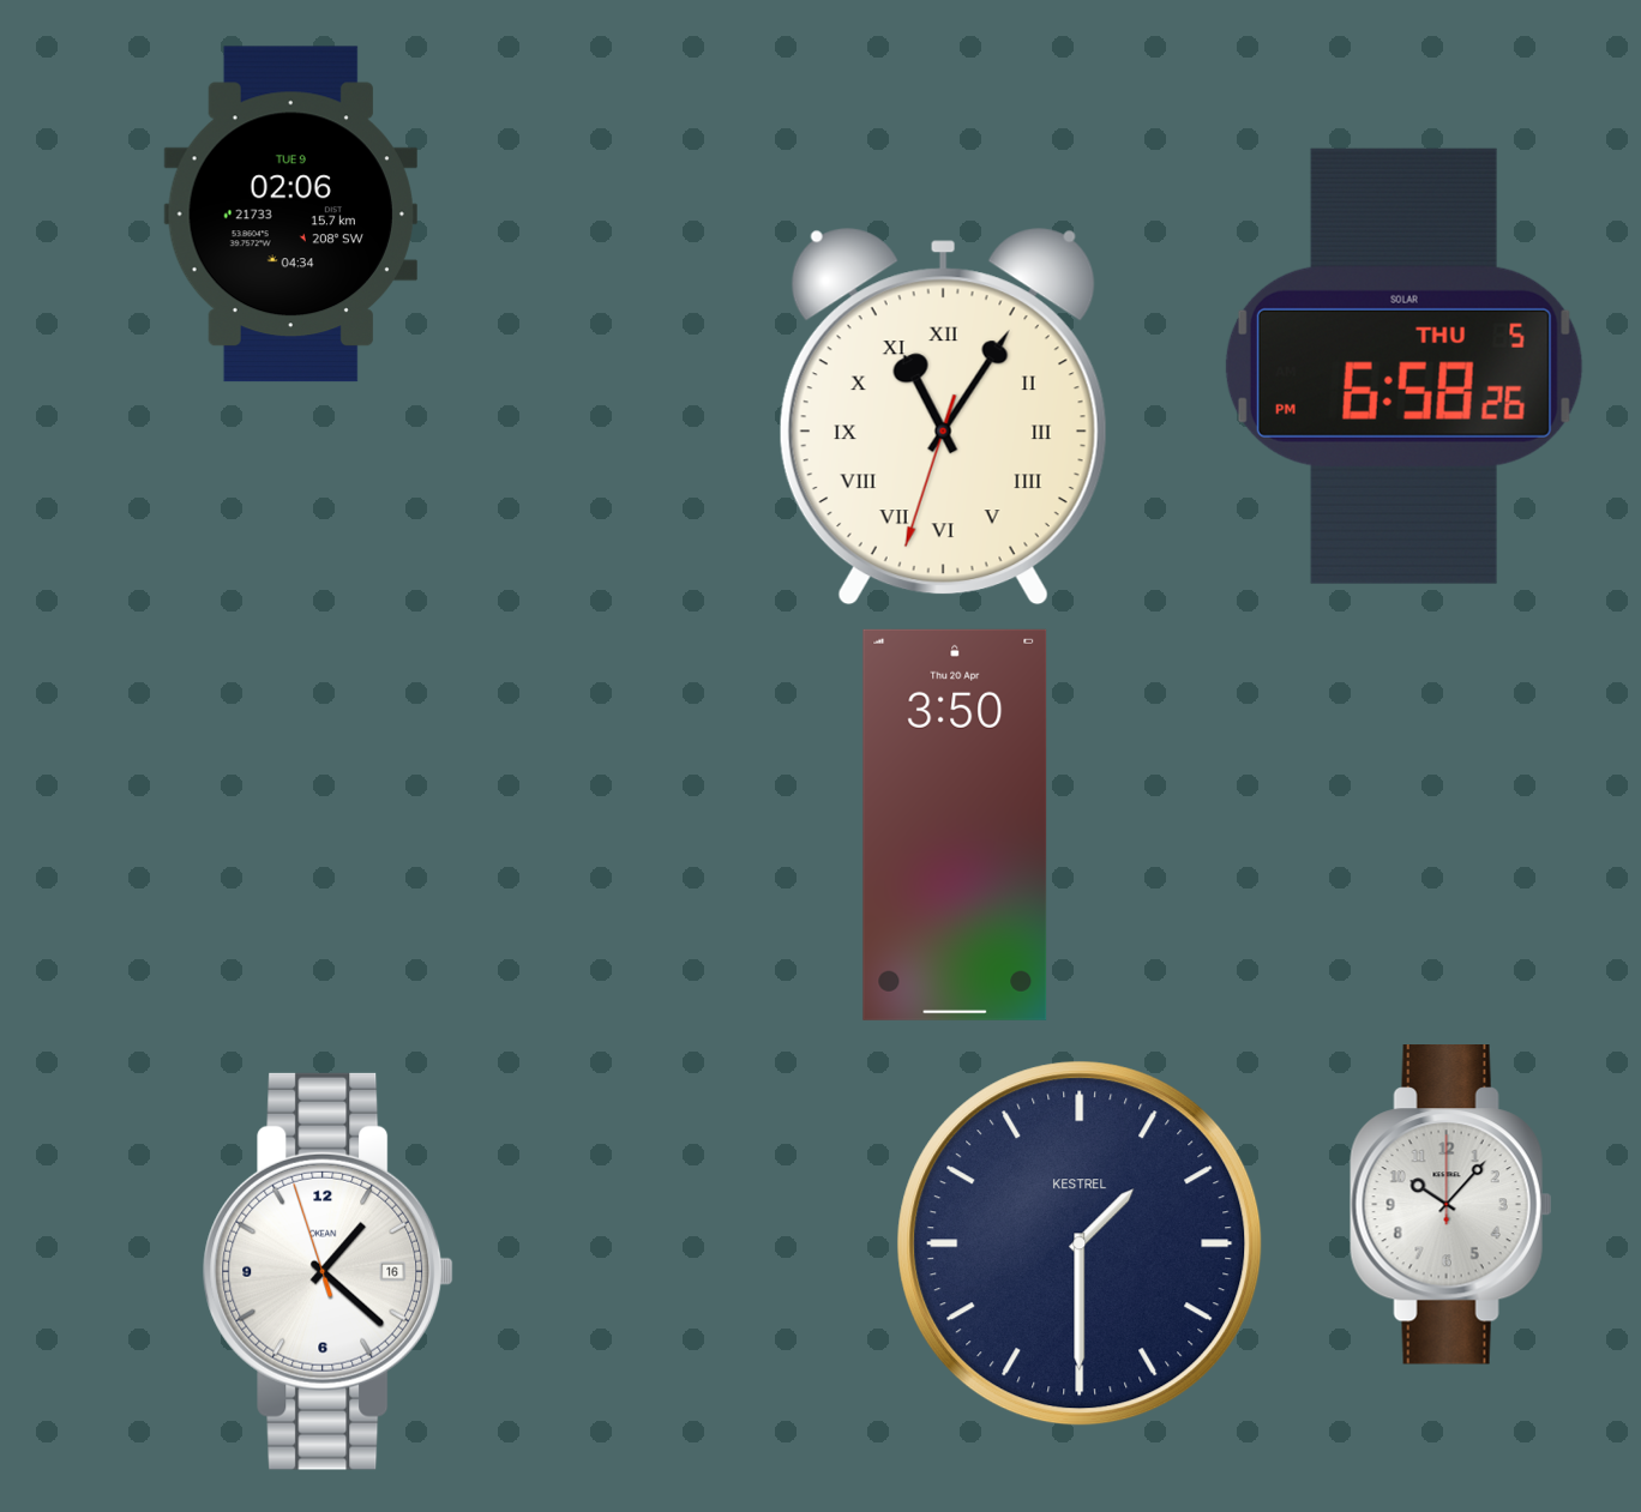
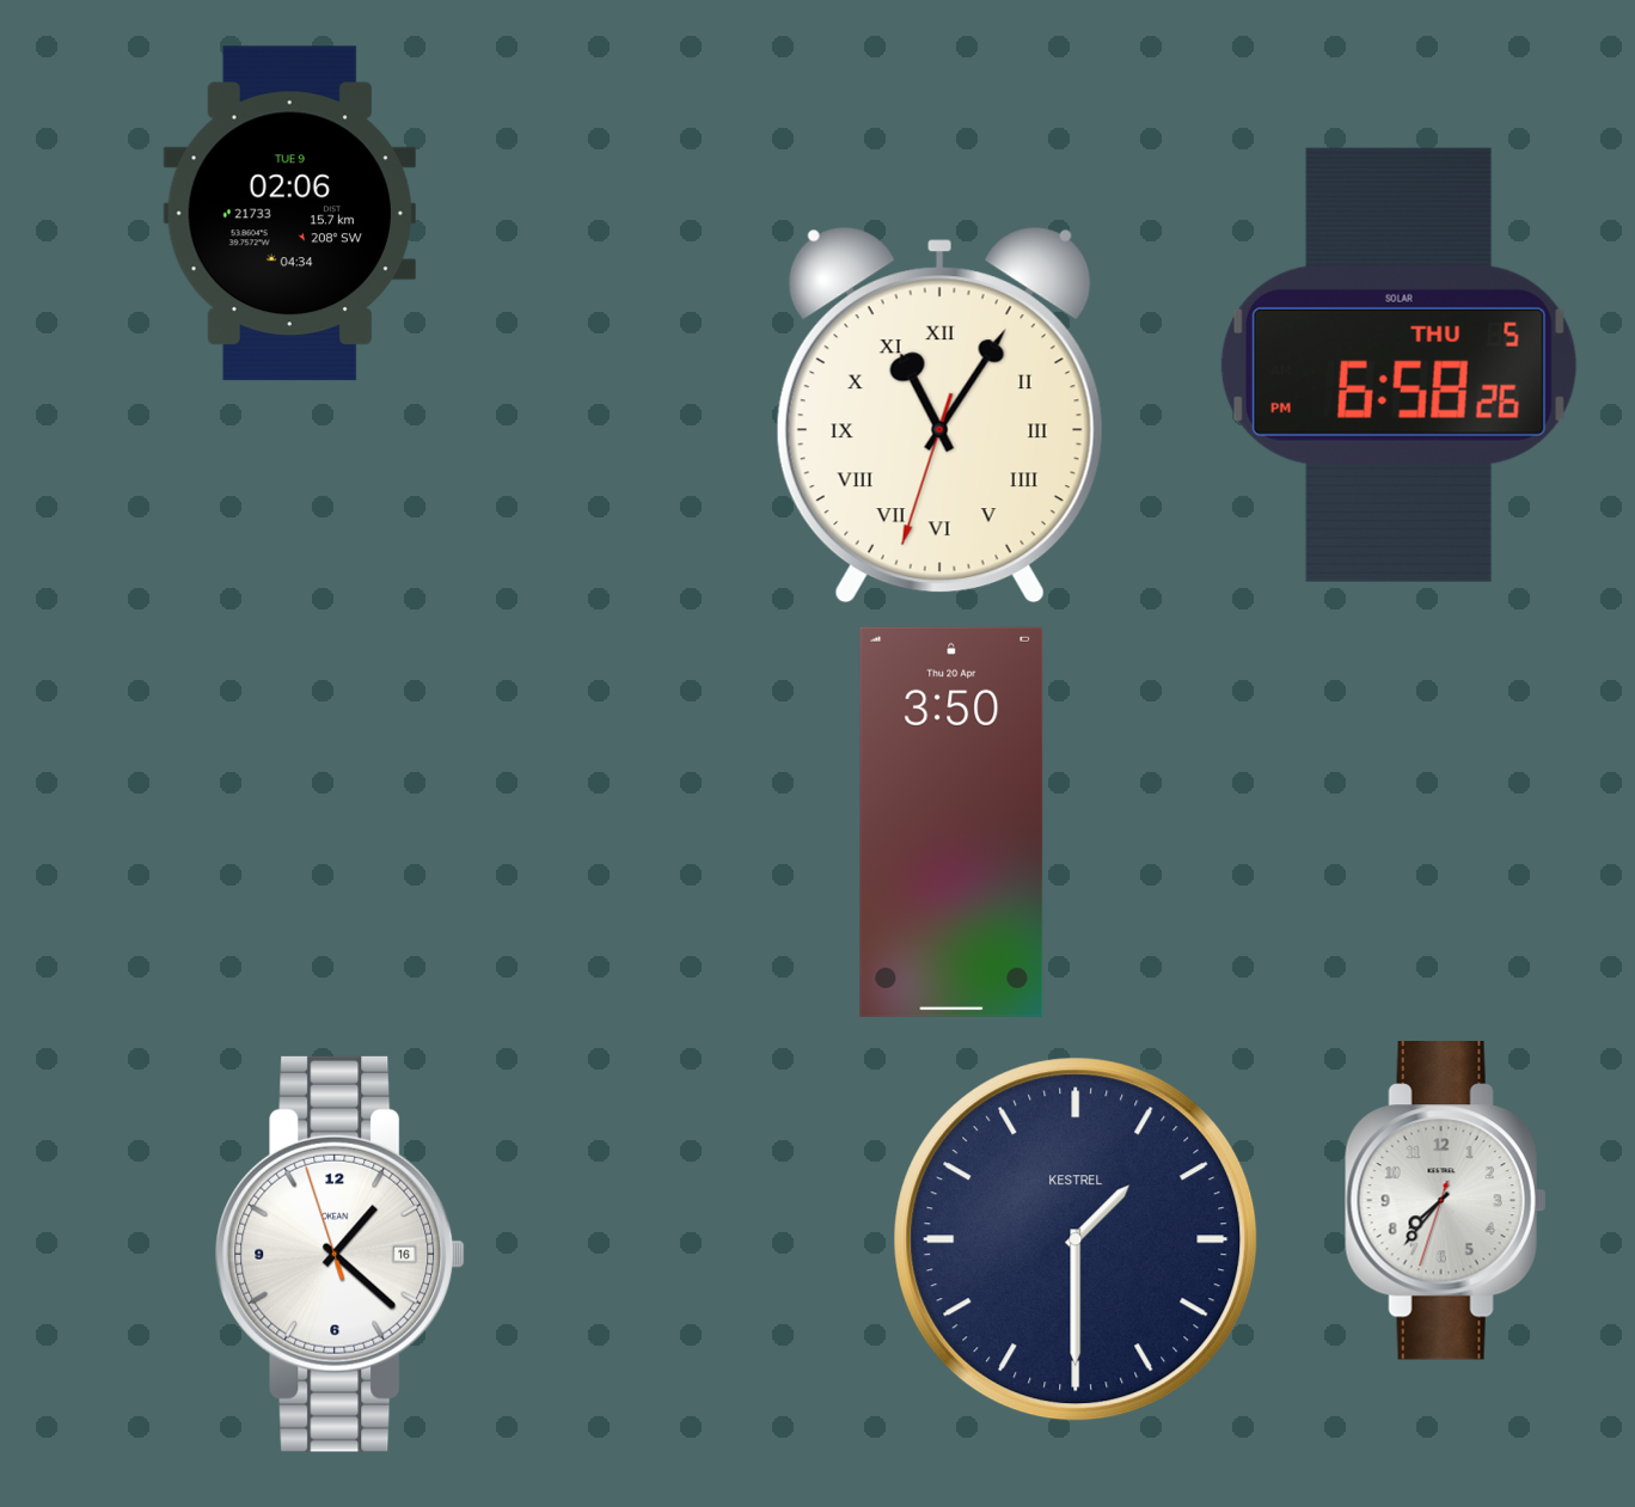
clock at (1450, 1205): 10:07 -> 7:36
clock at (329, 1271) position: (329, 1271) -> (341, 1254)
